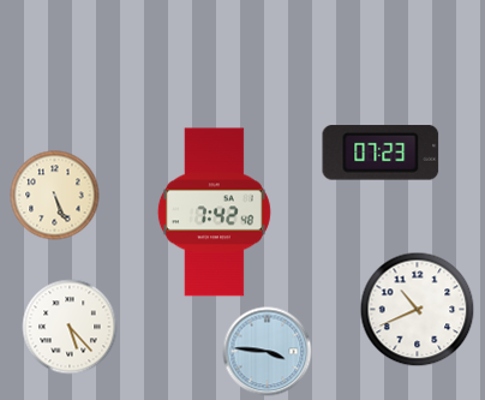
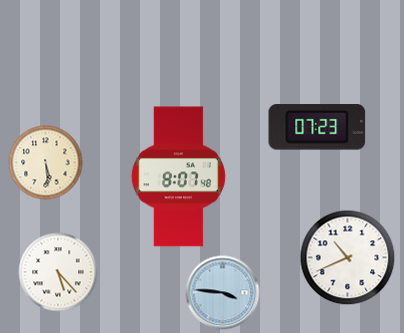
clock at (55, 196): 5:26 -> 5:29
clock at (214, 213): 7:42 -> 8:07
